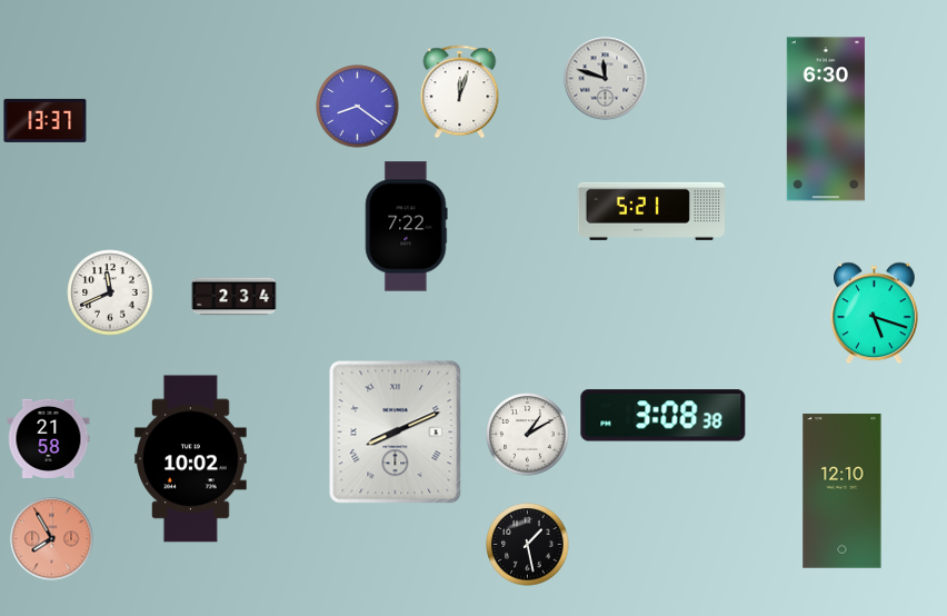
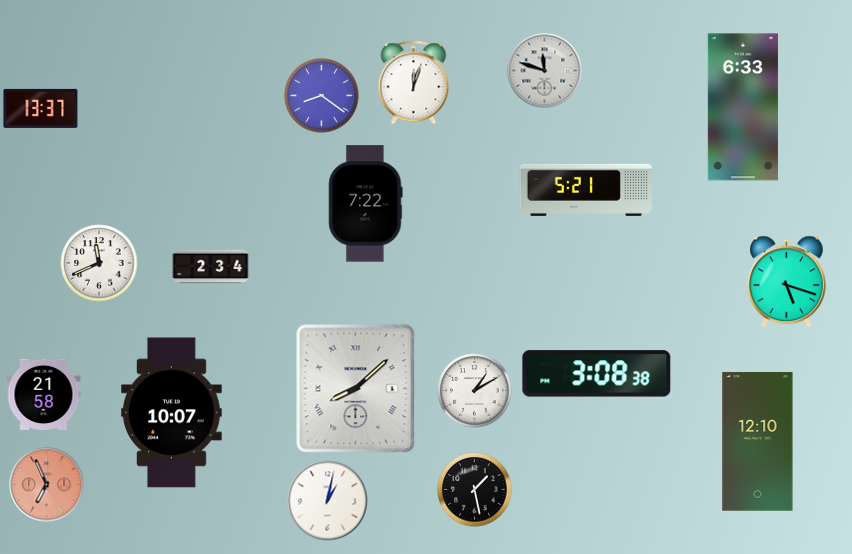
clock at (826, 119): 6:30 -> 6:33
clock at (396, 433): 8:11 -> 8:08
clock at (191, 459): 10:02 -> 10:07
clock at (52, 539): 7:55 -> 6:56
clock at (328, 501): none -> 1:02
